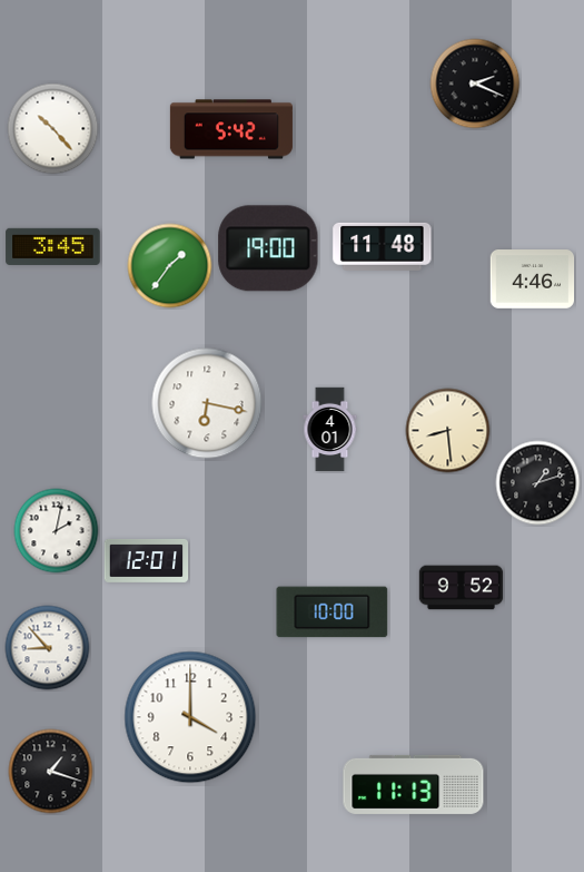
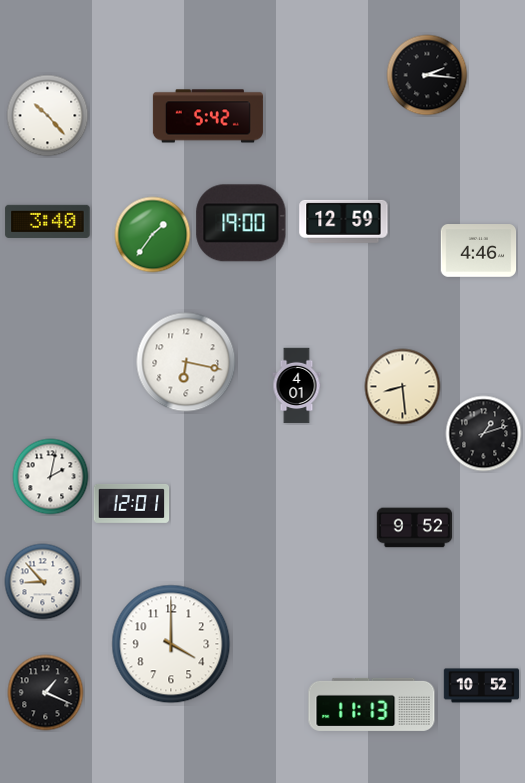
clock at (475, 84): 2:19 -> 2:16
clock at (53, 246): 3:45 -> 3:40
clock at (383, 246): 11:48 -> 12:59
clock at (170, 266) position: (170, 266) -> (153, 235)
clock at (333, 613): 10:00 -> none
clock at (482, 686): none -> 10:52
clock at (51, 772): 1:18 -> 1:19
